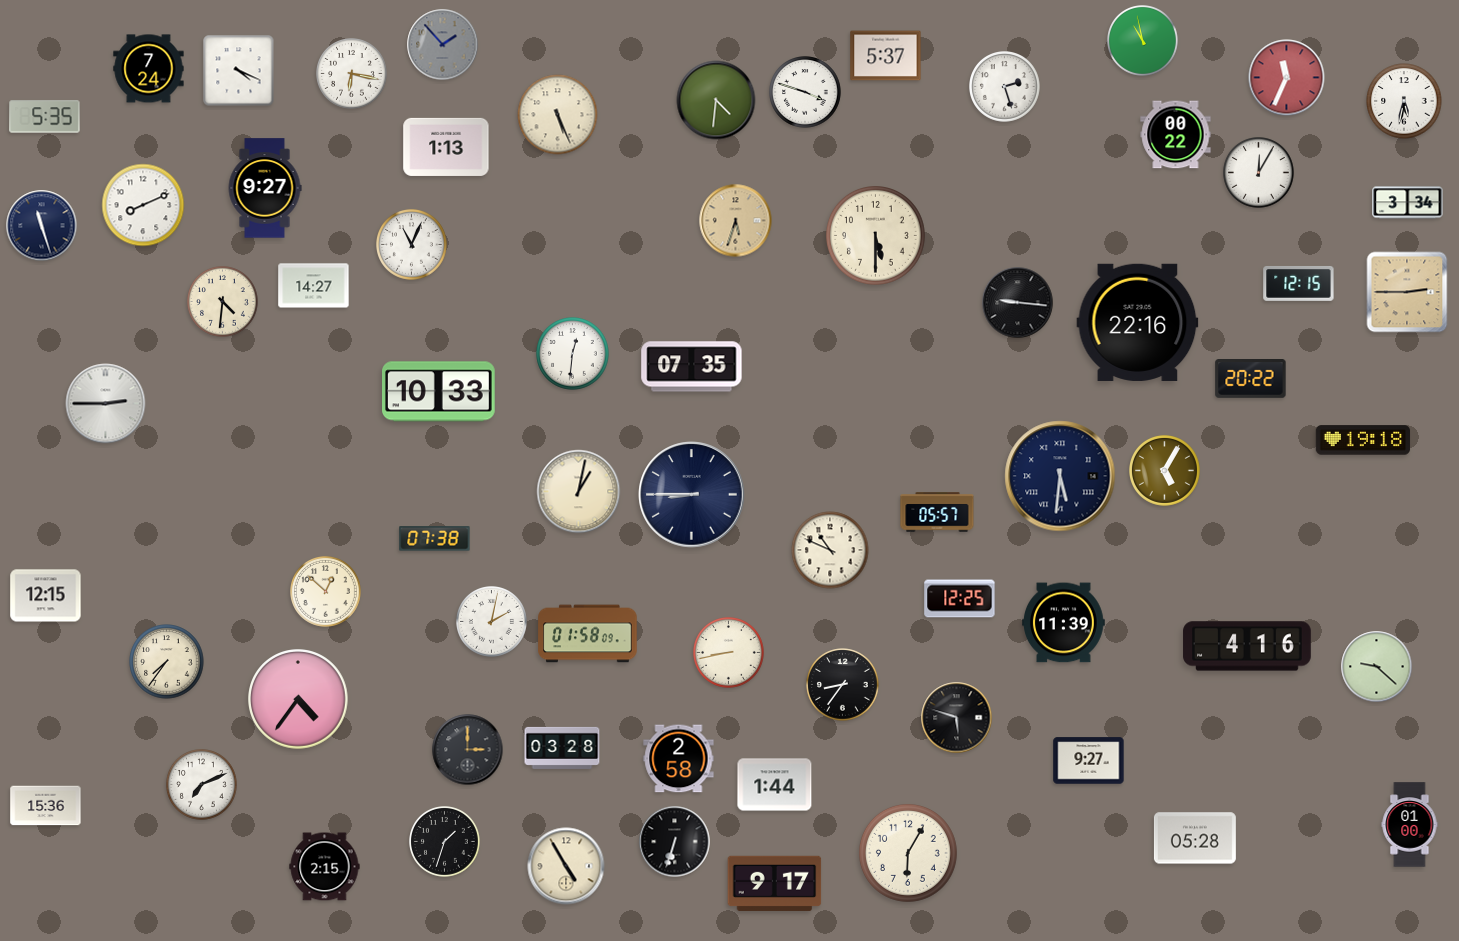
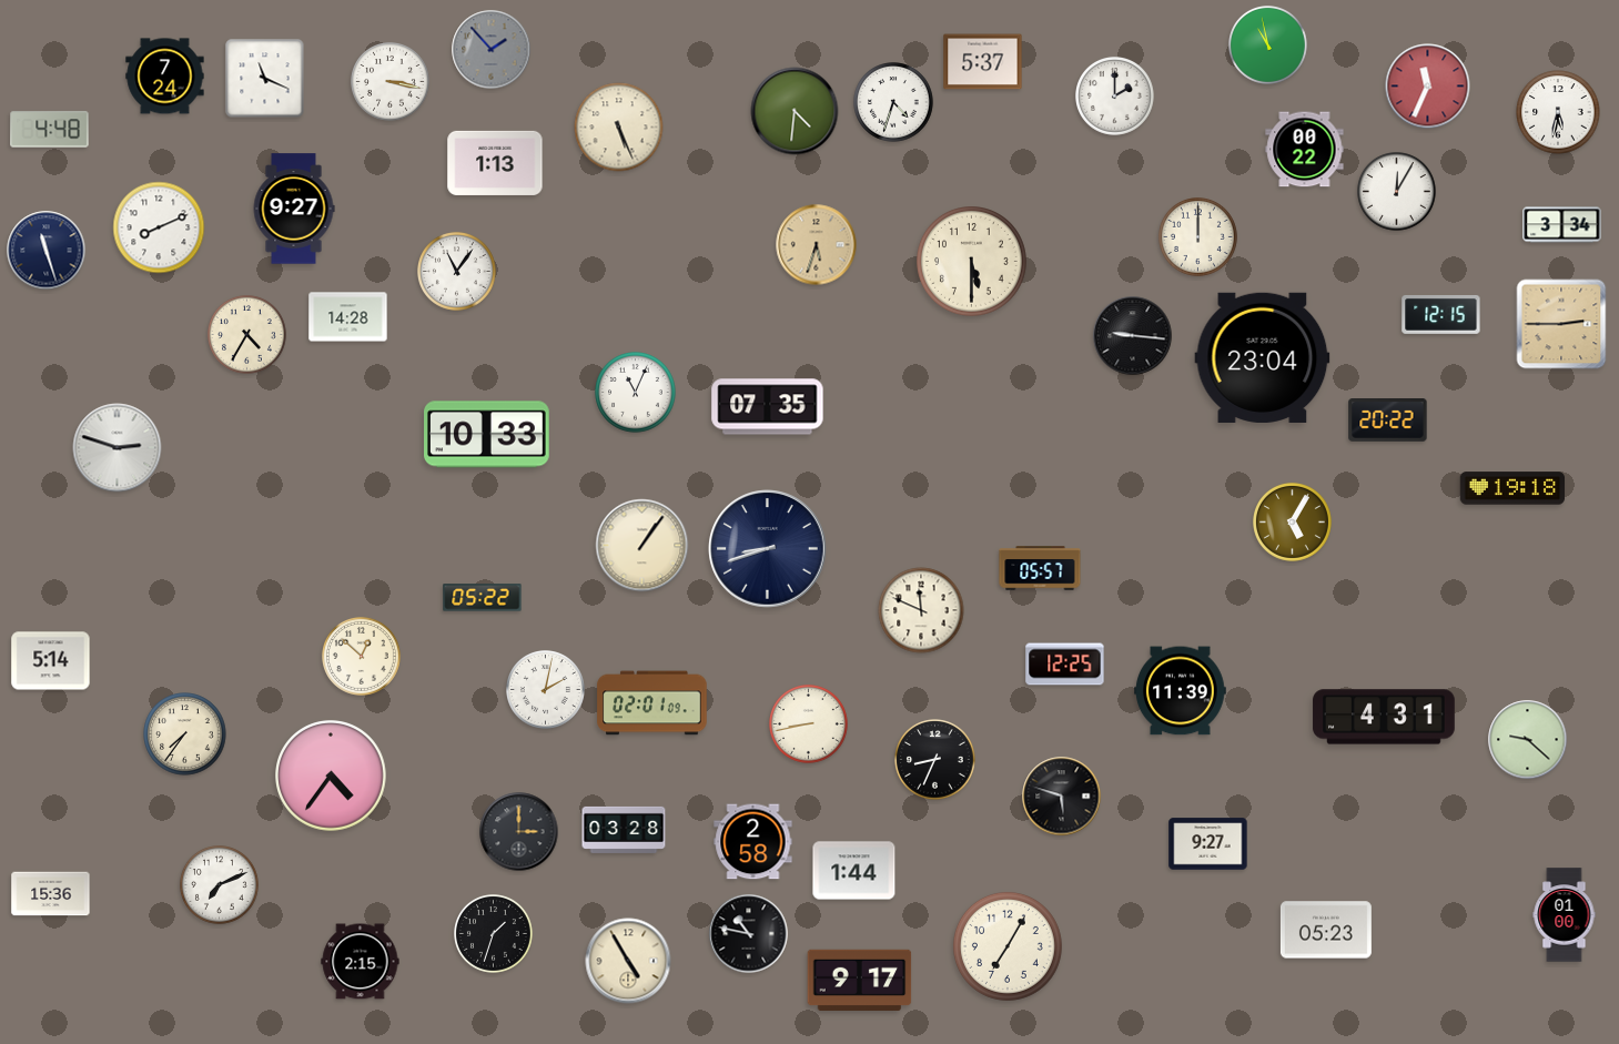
clock at (239, 71): 4:19 -> 11:19
clock at (352, 74): 6:17 -> 3:17
clock at (1005, 87): 2:27 -> 2:00
clock at (805, 92): 3:48 -> 4:33
clock at (45, 117): 5:35 -> 4:48
clock at (1198, 237): none -> 12:00
clock at (412, 245): 11:04 -> 11:06
clock at (314, 286): 14:27 -> 14:28
clock at (223, 302): 4:31 -> 4:35
clock at (1018, 303) position: (1018, 303) -> (1133, 336)
clock at (1138, 322): 22:16 -> 23:04
clock at (573, 354): 12:31 -> 11:04
clock at (106, 404): 2:45 -> 2:48
clock at (1060, 476): 5:31 -> none
clock at (579, 492): 1:02 -> 1:06
clock at (692, 495): 8:45 -> 8:42
clock at (435, 539): 07:38 -> 05:22
clock at (830, 550): 10:49 -> 11:49
clock at (46, 596): 12:15 -> 5:14
clock at (588, 634): 01:58 -> 02:01
clock at (1247, 646): 4:16 -> 4:31
clock at (843, 685): 8:36 -> 8:34
clock at (202, 785) position: (202, 785) -> (220, 885)
clock at (775, 785) position: (775, 785) -> (854, 871)
clock at (1195, 838): 05:28 -> 05:23
clock at (675, 842): 6:33 -> 10:47
clock at (908, 853): 6:05 -> 7:05
